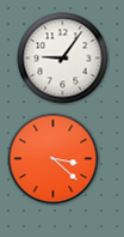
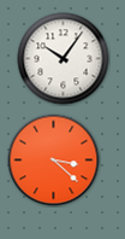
clock at (63, 59): 9:06 -> 10:06
